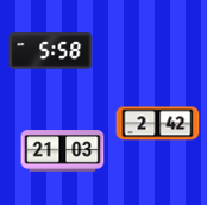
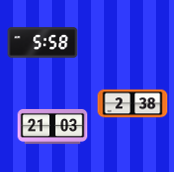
clock at (158, 124): 2:42 -> 2:38
